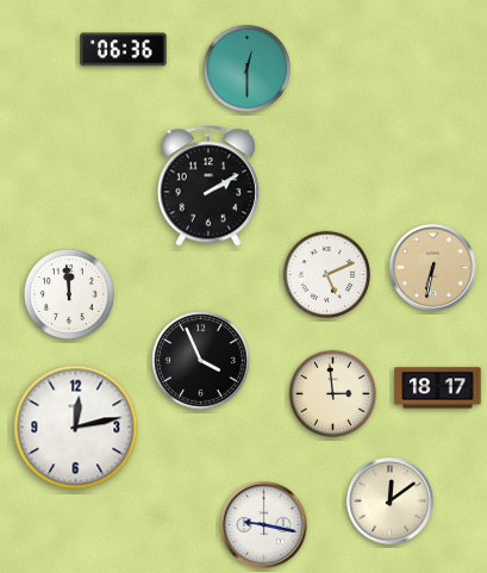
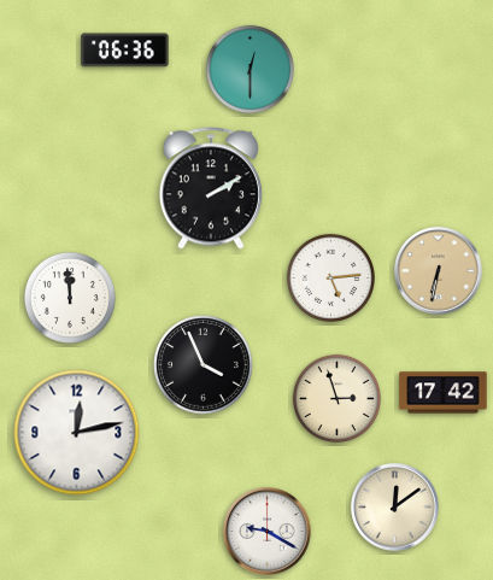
clock at (326, 274): 5:11 -> 5:14
clock at (438, 388): 18:17 -> 17:42
clock at (332, 393): 2:59 -> 2:57
clock at (264, 525): 9:17 -> 9:20
